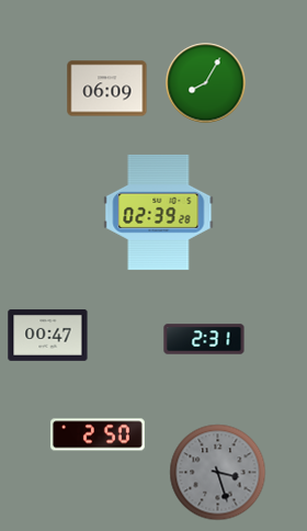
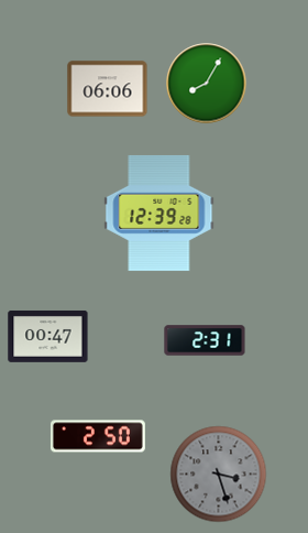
clock at (107, 89): 06:09 -> 06:06
clock at (159, 212): 02:39 -> 12:39
